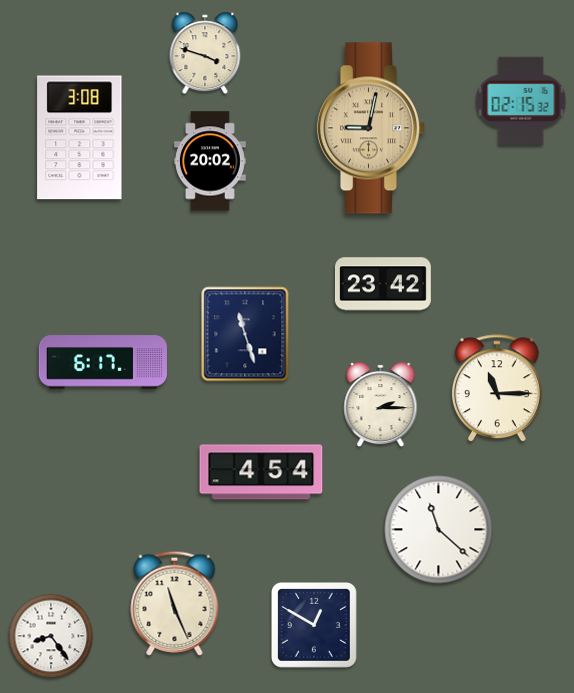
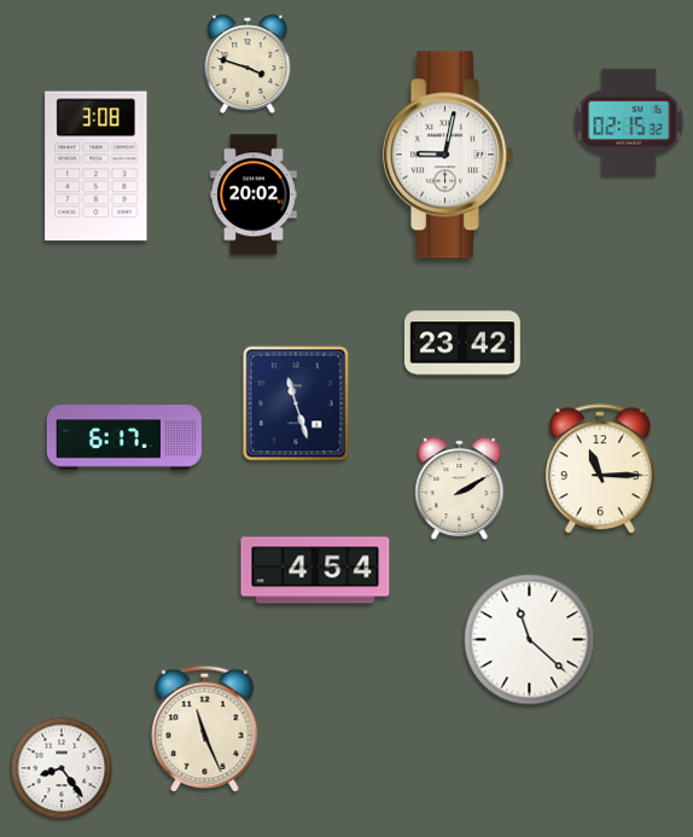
clock at (371, 128) dial: champagne -> white
clock at (381, 405): 2:15 -> 2:10
clock at (175, 603) position: (175, 603) -> (205, 728)
clock at (315, 626): 12:50 -> none
